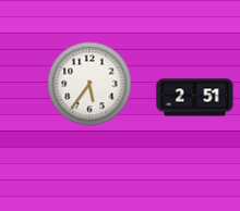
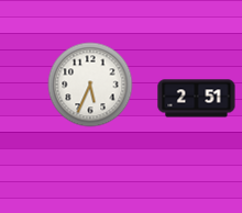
clock at (89, 84): 5:36 -> 5:34
